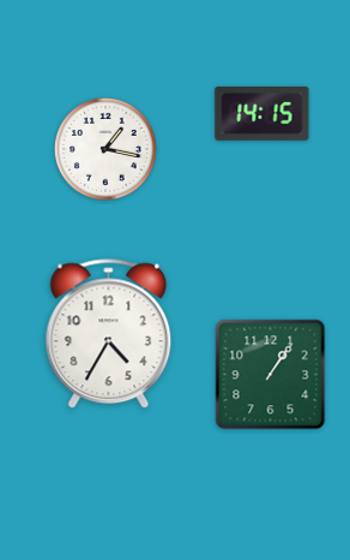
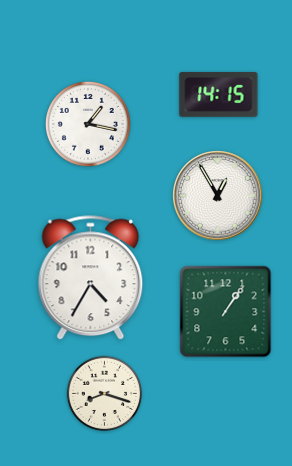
clock at (218, 196): none -> 12:55
clock at (105, 394): none -> 8:18
